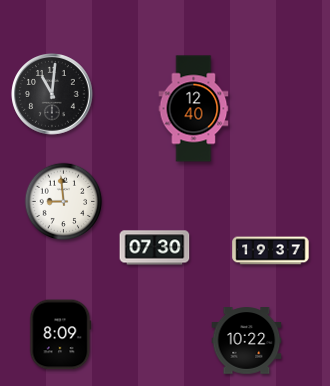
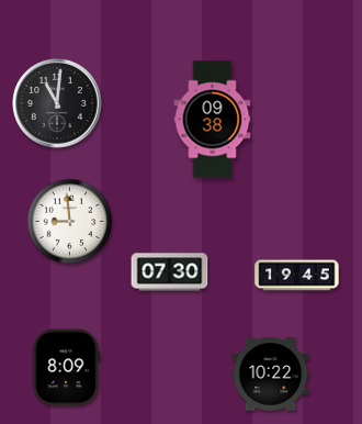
clock at (194, 109): 12:40 -> 09:38
clock at (271, 251): 19:37 -> 19:45
